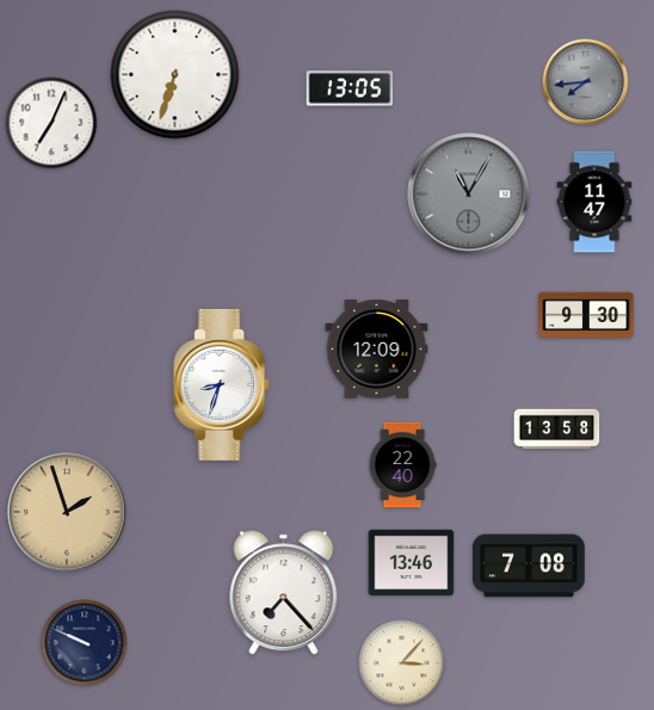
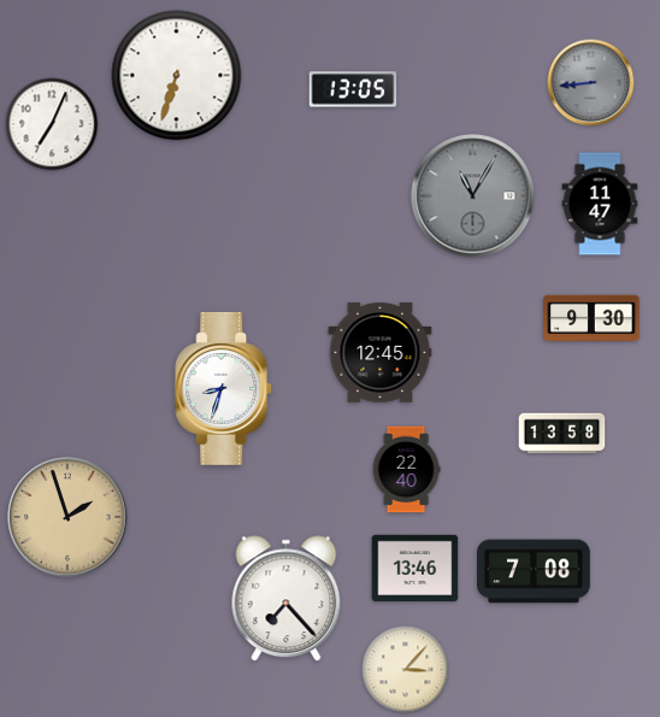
clock at (586, 82): 7:44 -> 8:44
clock at (377, 350): 12:09 -> 12:45
clock at (85, 643): 9:49 -> none
